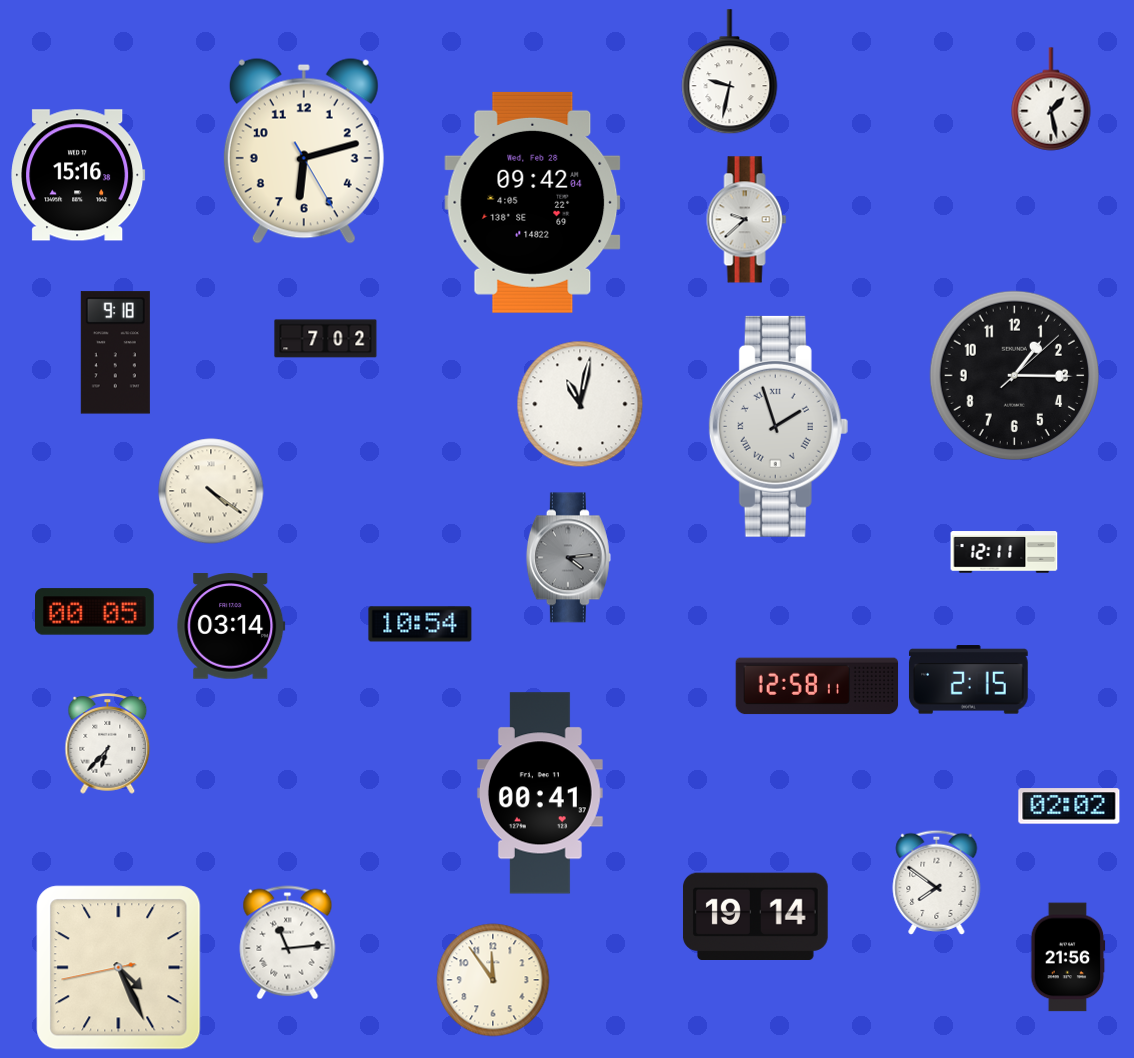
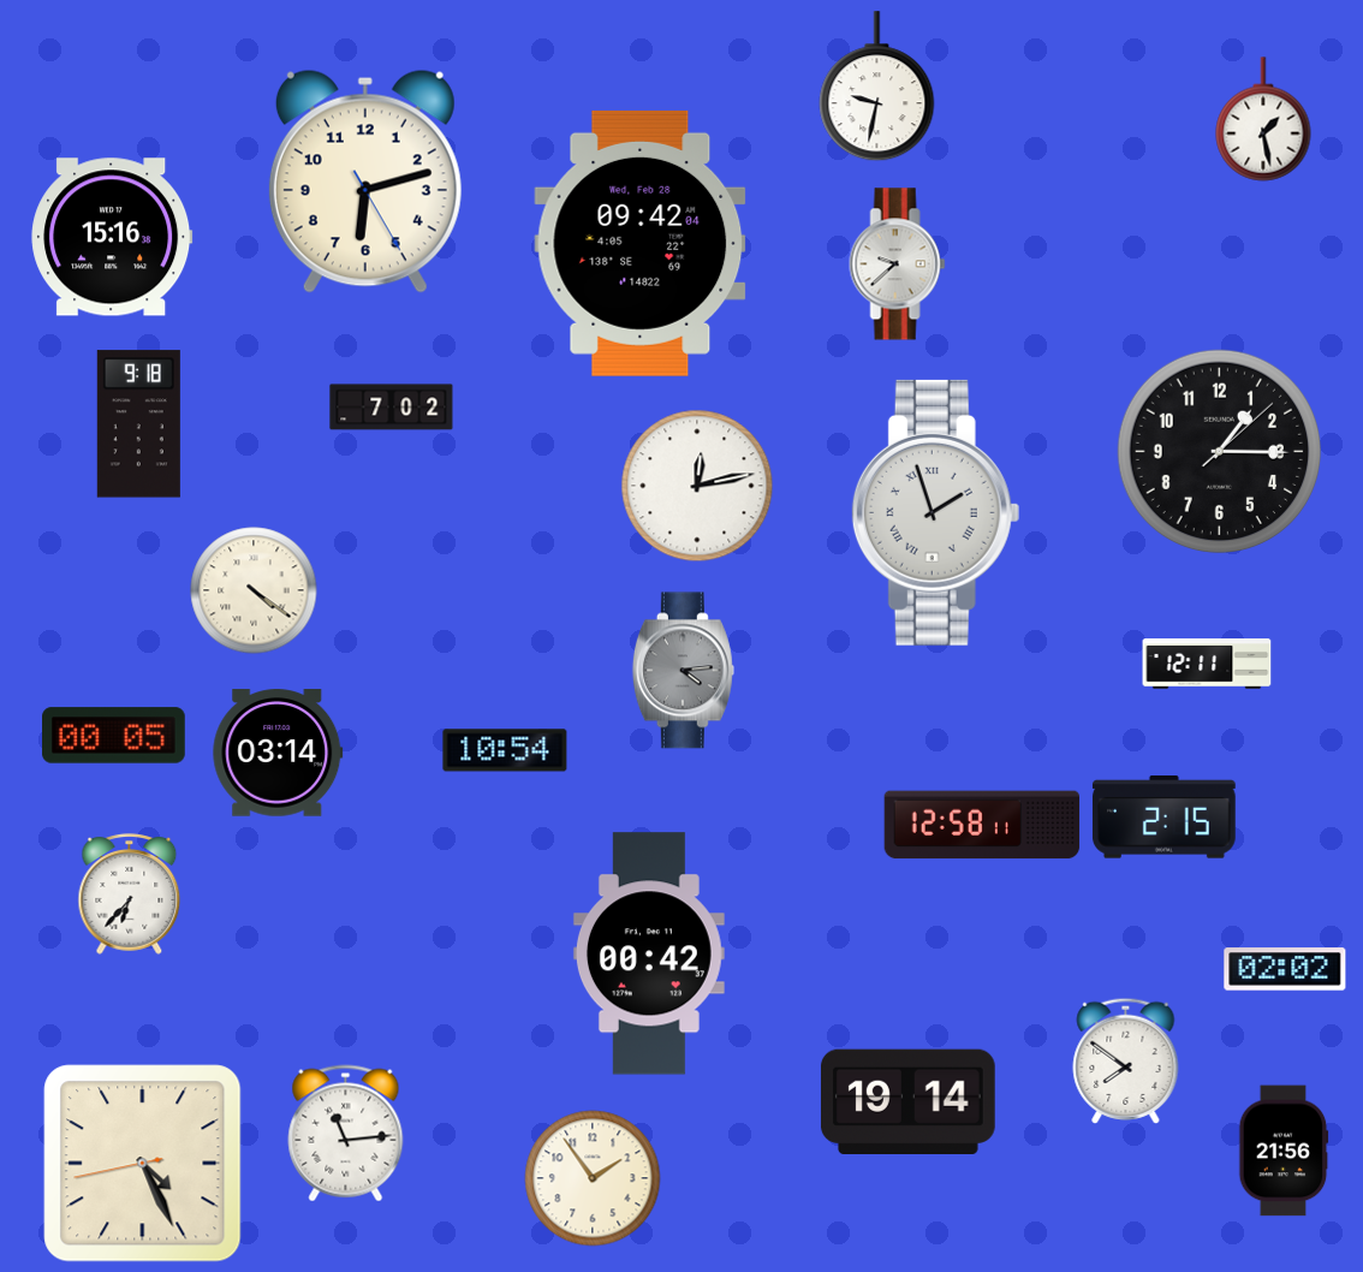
clock at (78, 175) position: (78, 175) -> (112, 237)
clock at (580, 404): 11:02 -> 12:13
clock at (540, 793): 00:41 -> 00:42
clock at (493, 980): 11:54 -> 1:54
